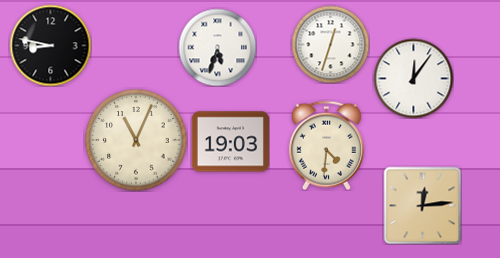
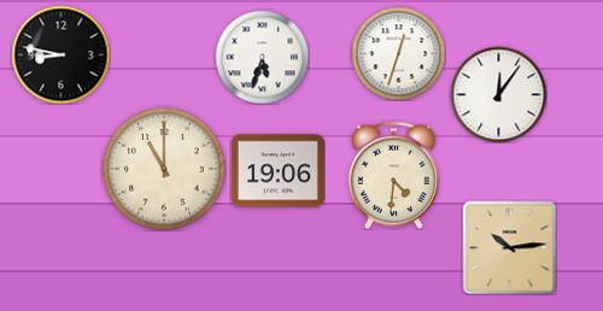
clock at (136, 140): 11:04 -> 11:00
clock at (230, 142): 19:03 -> 19:06
clock at (422, 205): 12:14 -> 10:14
